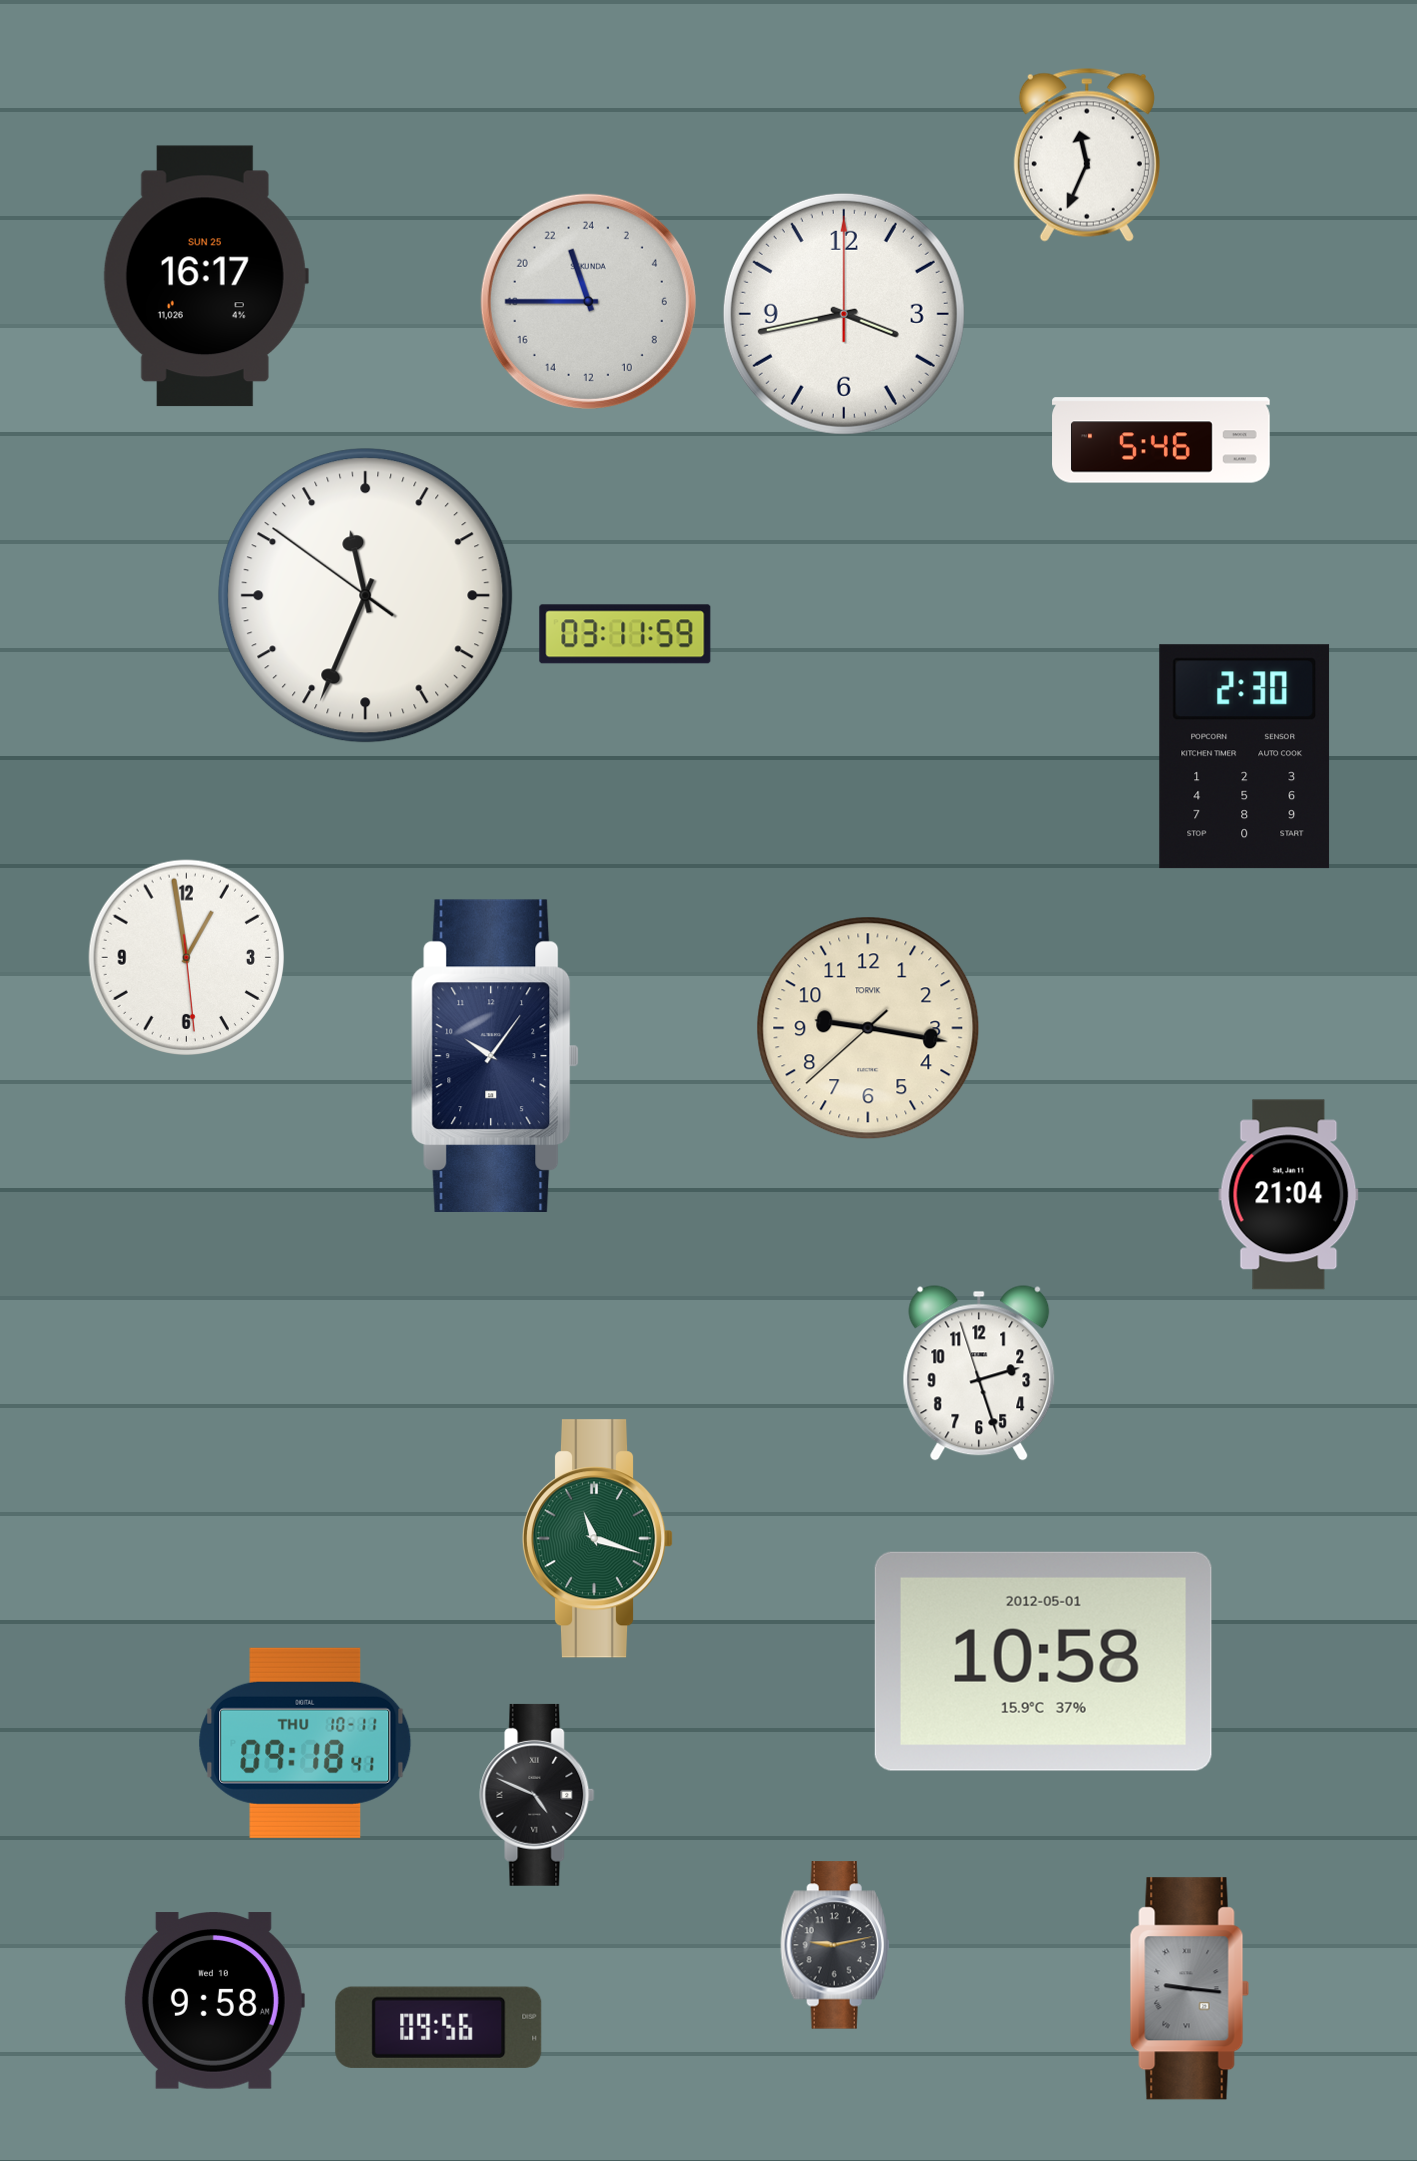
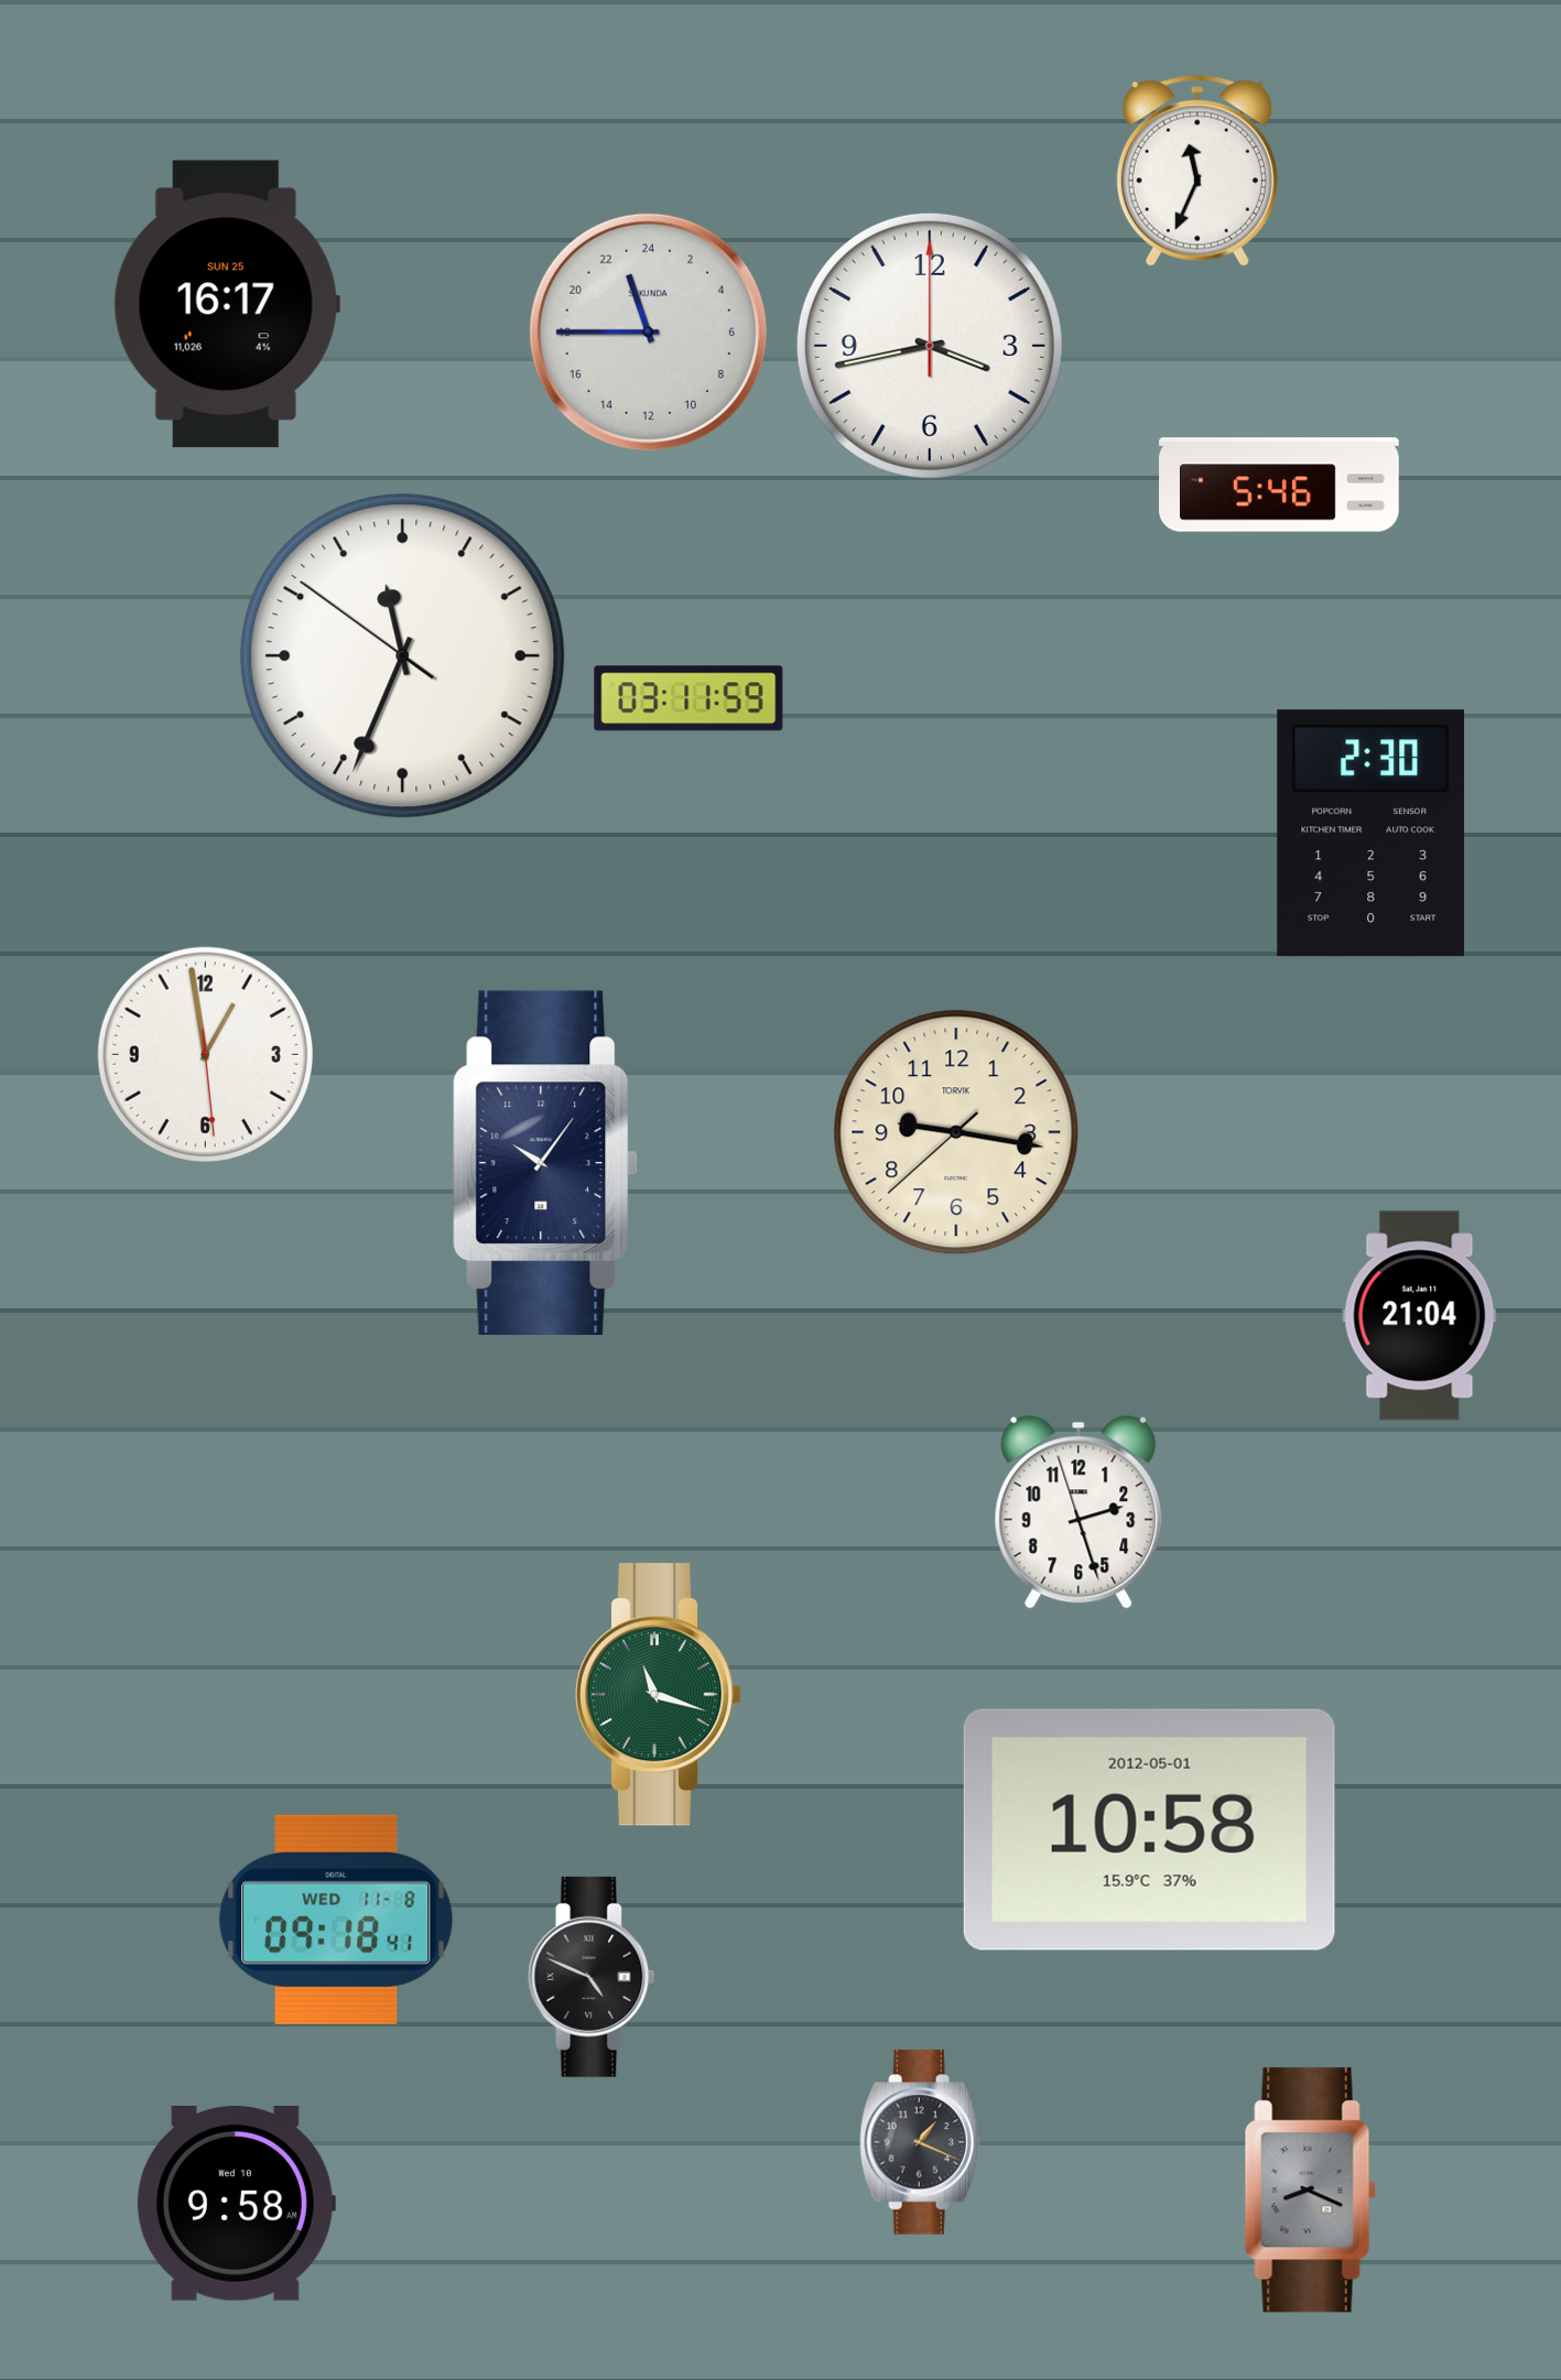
clock at (305, 1743) date: THU 10-11 -> WED 11-8
clock at (835, 1945): 9:13 -> 1:19
clock at (1190, 1989): 9:16 -> 8:19
clock at (439, 2027): 09:56 -> none
